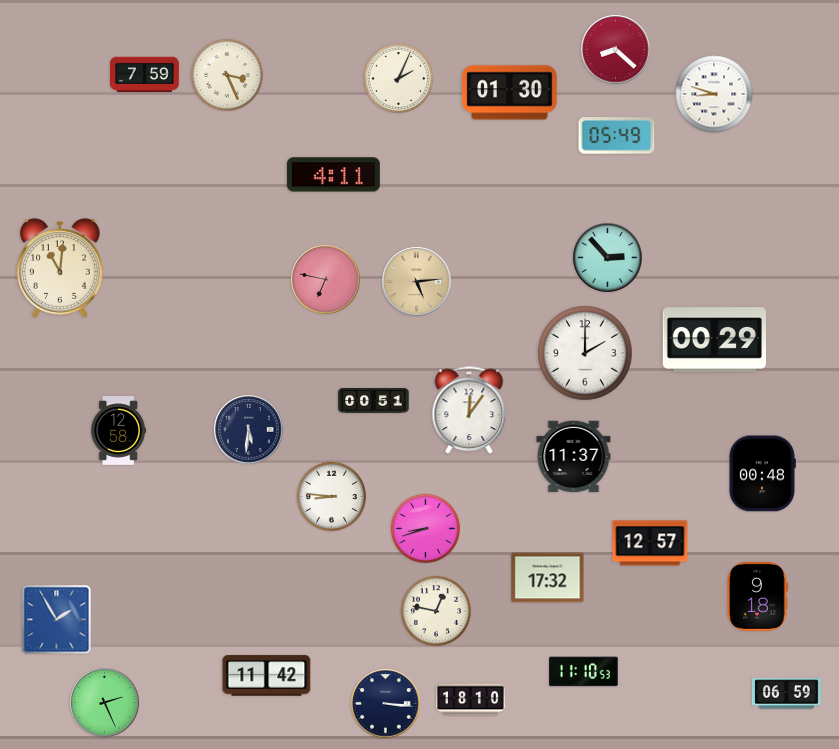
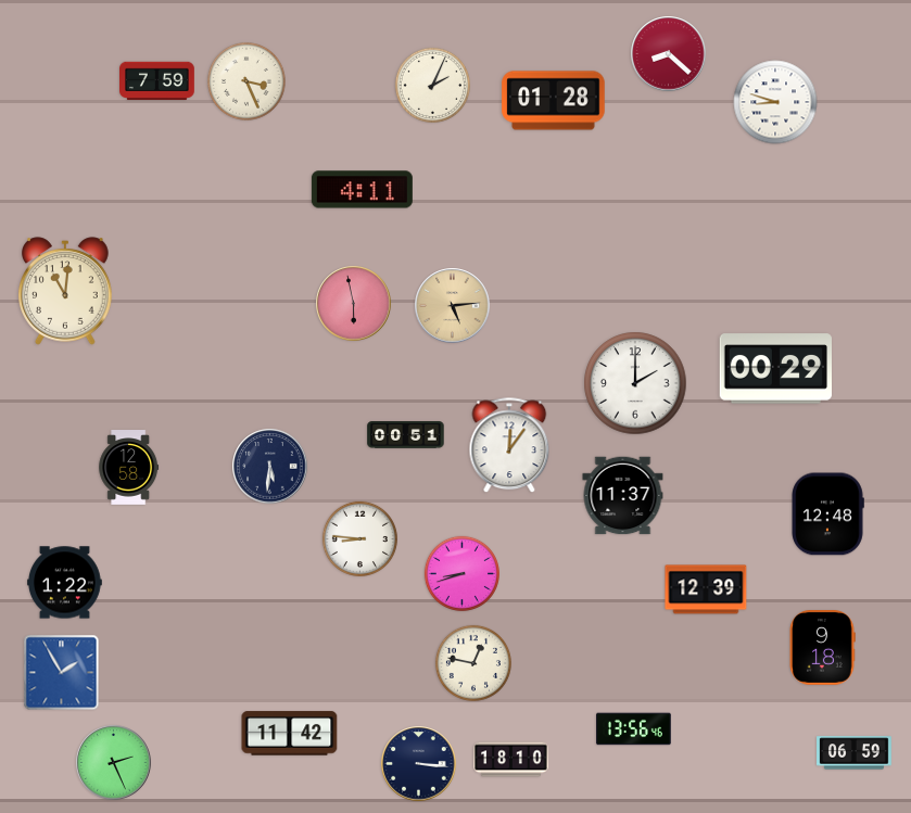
clock at (510, 93): 01:30 -> 01:28
clock at (617, 136): 05:49 -> none
clock at (608, 258): 2:53 -> none
clock at (326, 280): 6:47 -> 5:58
clock at (762, 474): 00:48 -> 12:48
clock at (65, 583): none -> 1:22
clock at (650, 543): 12:57 -> 12:39
clock at (548, 578): 17:32 -> none
clock at (584, 672): 11:10 -> 13:56
